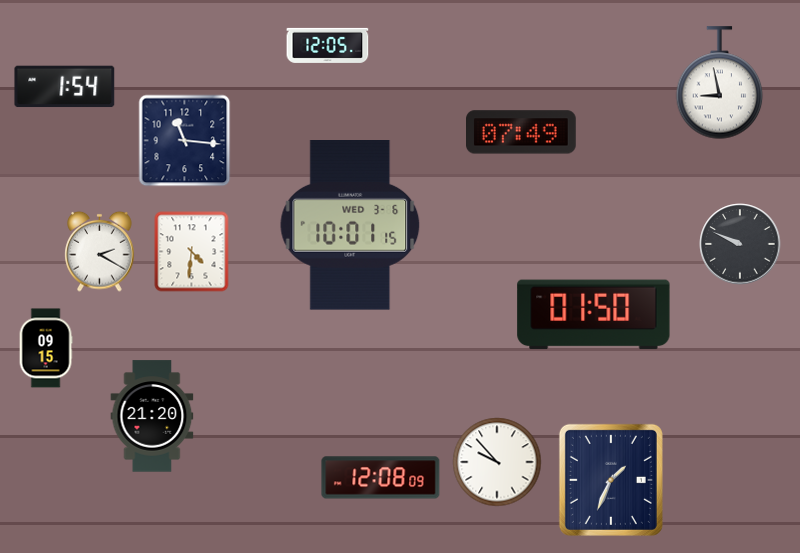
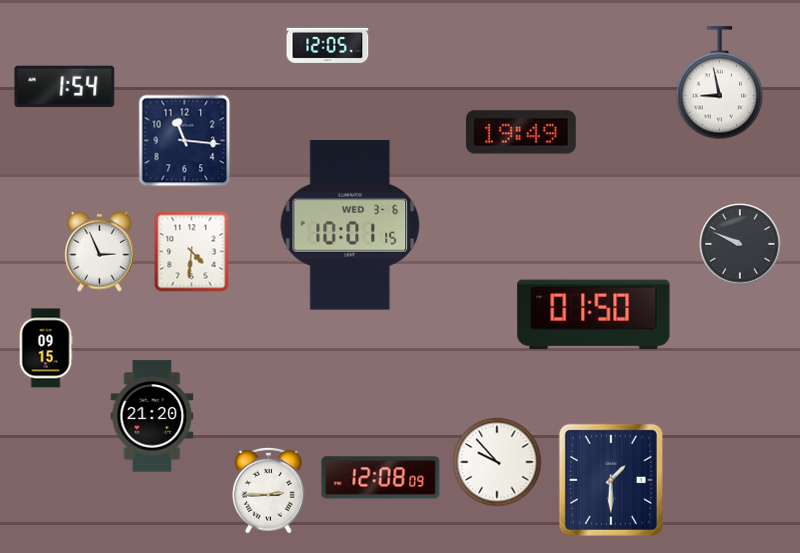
clock at (522, 132): 07:49 -> 19:49
clock at (100, 251): 2:20 -> 2:56
clock at (611, 480): 1:34 -> 1:30
clock at (269, 490): none -> 2:45
